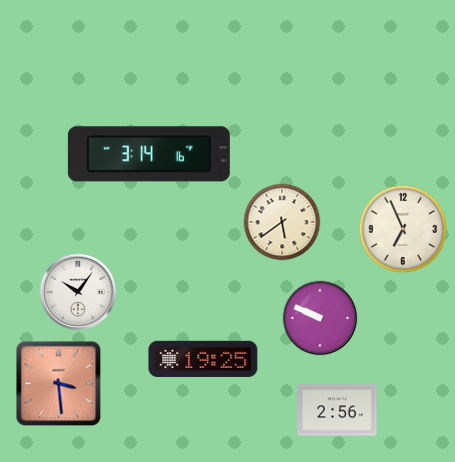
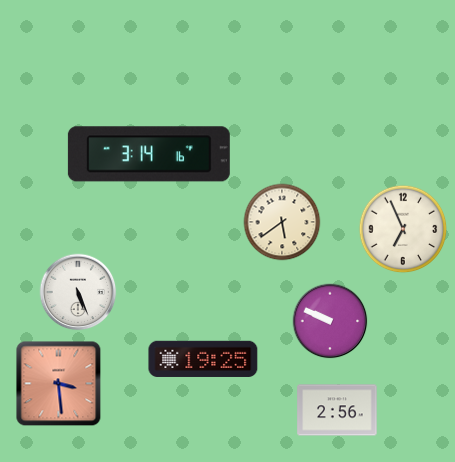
clock at (78, 292): 10:06 -> 5:26
clock at (320, 318) position: (320, 318) -> (330, 321)
